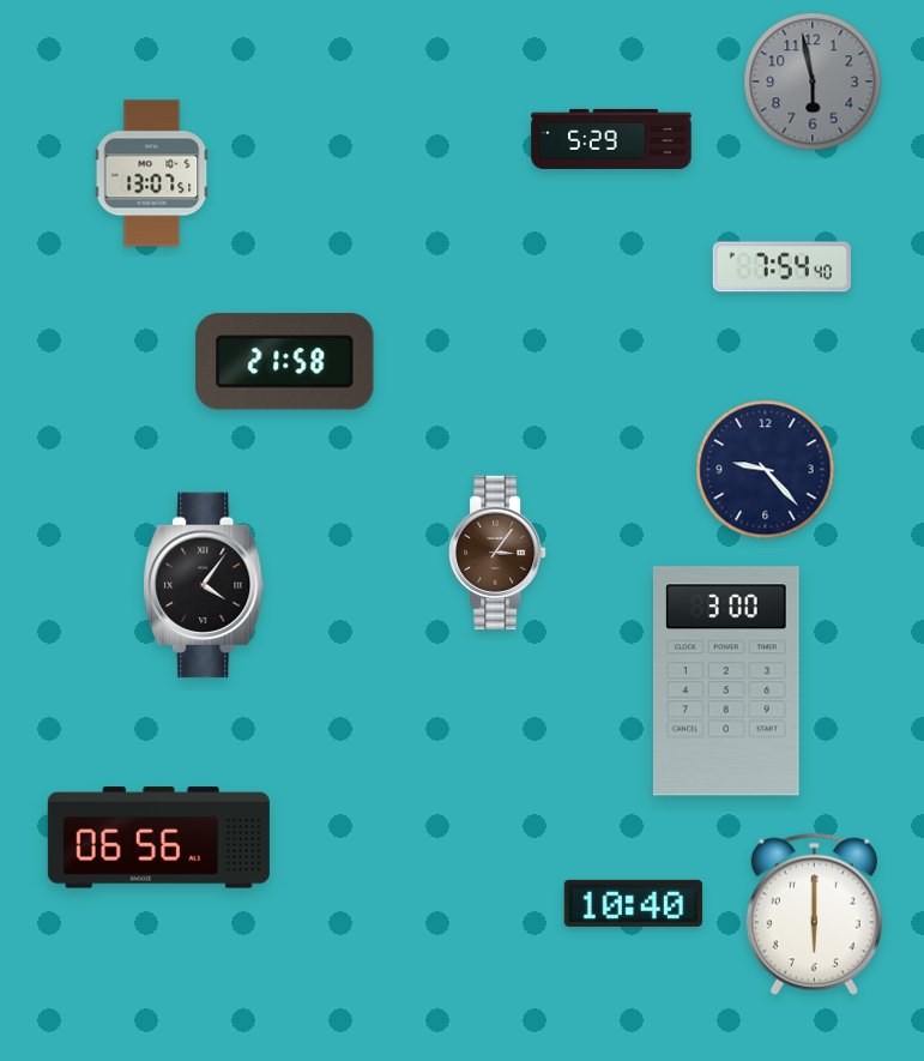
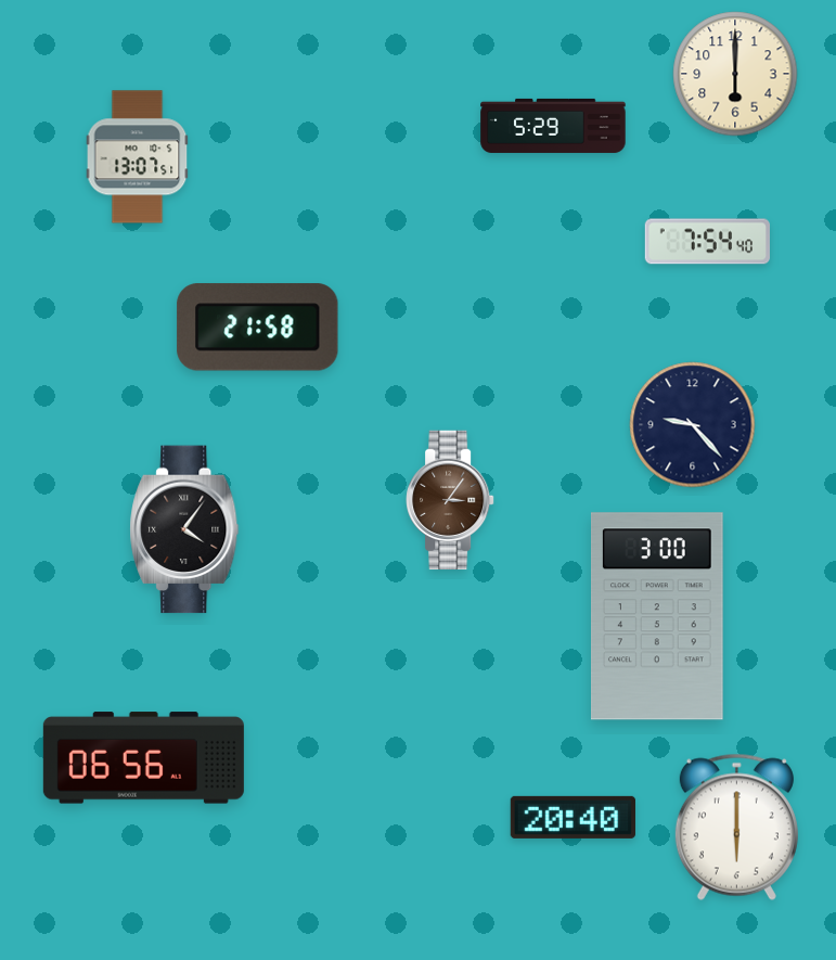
clock at (813, 82): 5:58 -> 6:00
clock at (813, 82) dial: grey -> cream
clock at (633, 903): 10:40 -> 20:40
